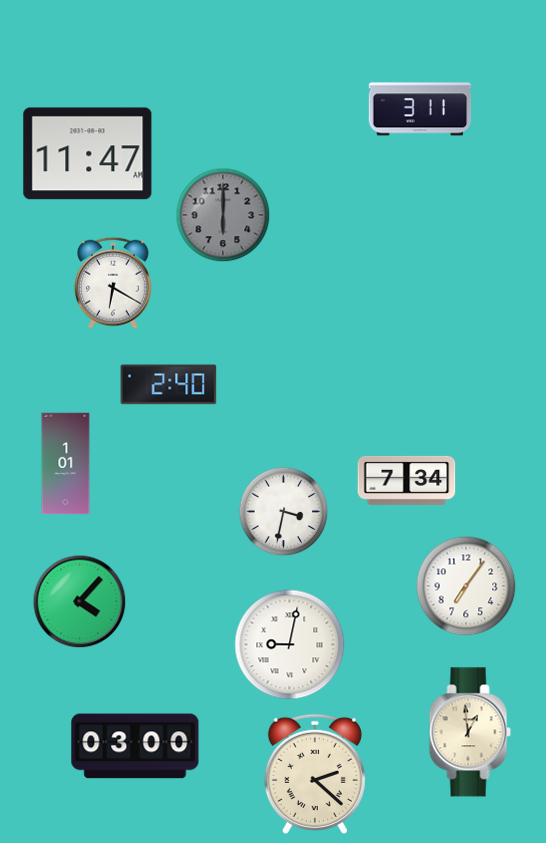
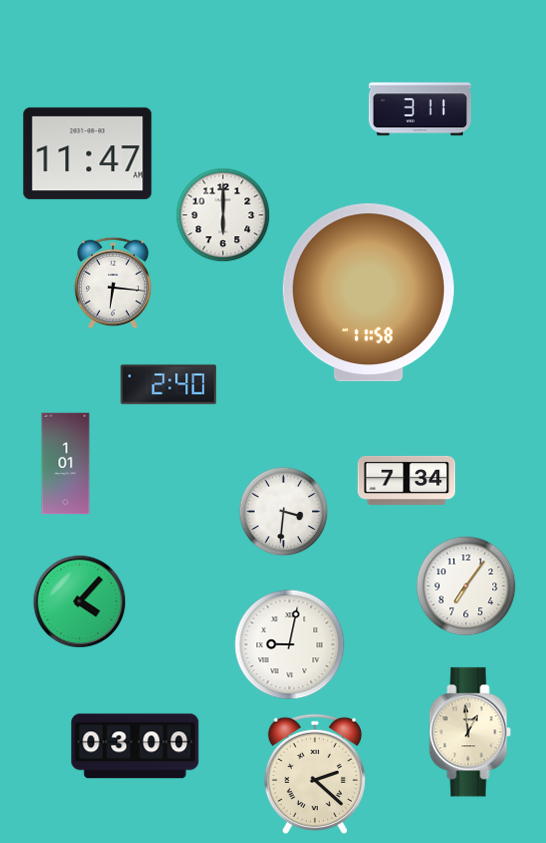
clock at (223, 215) dial: grey -> white
clock at (114, 283): 6:20 -> 6:16
clock at (368, 293): none -> 11:58
clock at (283, 511): 3:32 -> 3:31
